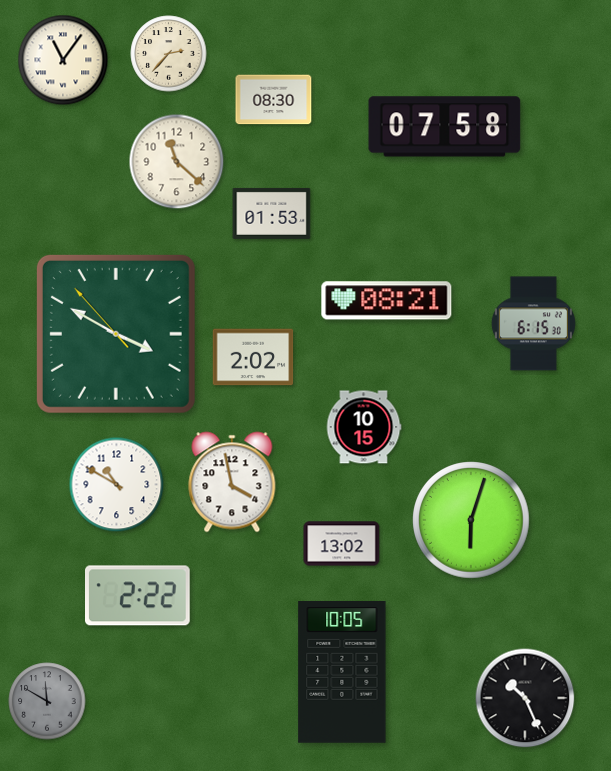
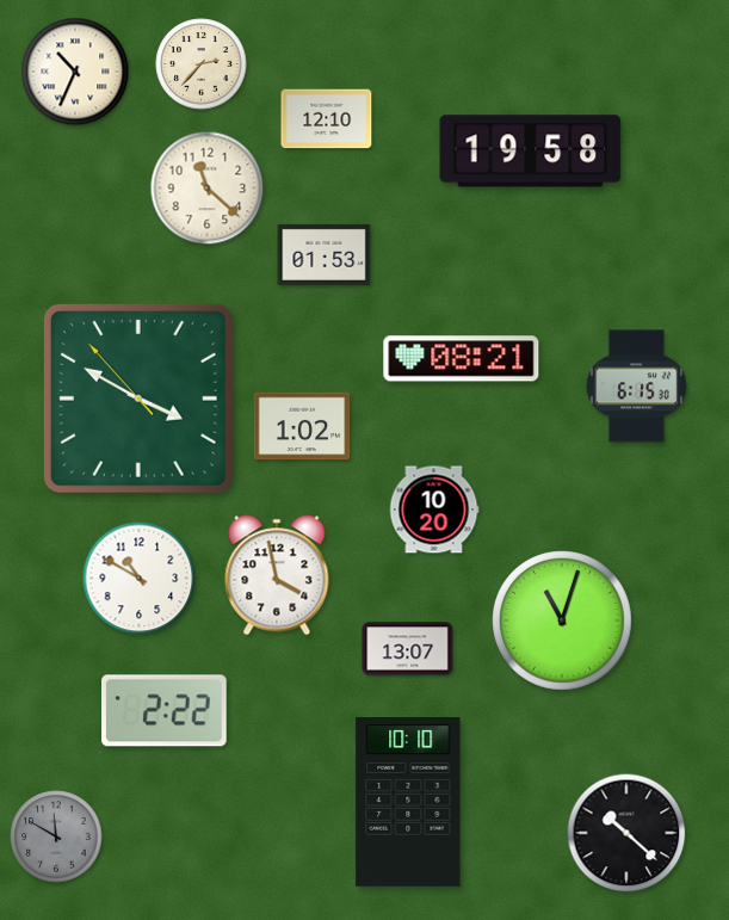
clock at (63, 60): 11:06 -> 10:34
clock at (274, 100): 08:30 -> 12:10
clock at (445, 127): 07:58 -> 19:58
clock at (177, 162) position: (177, 162) -> (208, 189)
clock at (253, 357): 2:02 -> 1:02
clock at (364, 427): 10:15 -> 10:20
clock at (471, 520): 6:03 -> 11:03
clock at (342, 544): 13:02 -> 13:07
clock at (342, 673): 10:05 -> 10:10
clock at (525, 698): 10:26 -> 10:22
